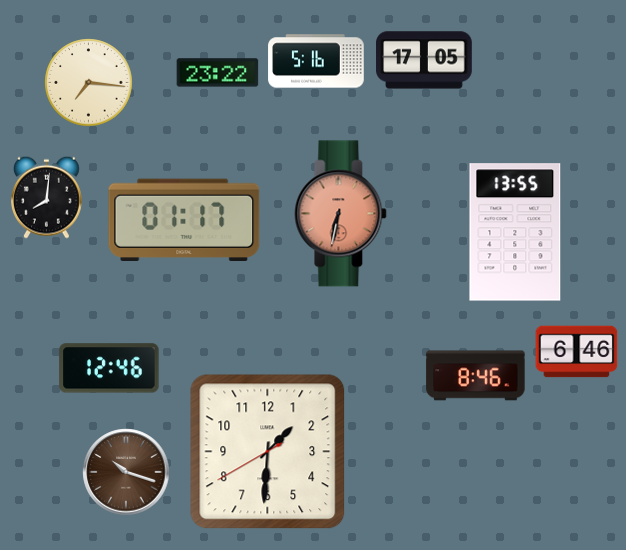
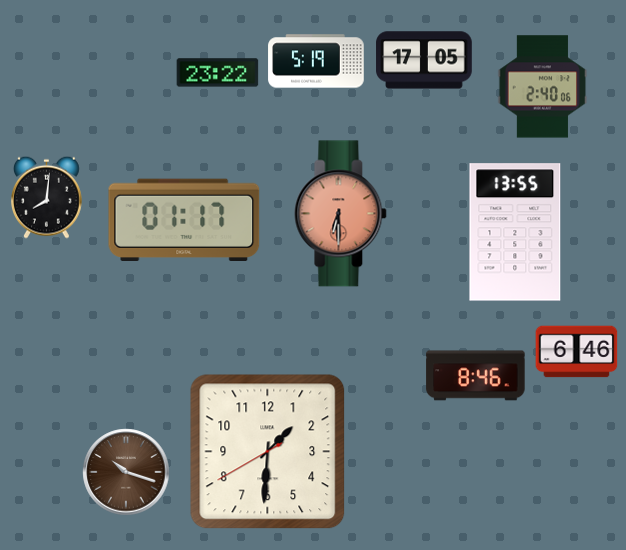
clock at (316, 61): 5:16 -> 5:19
clock at (89, 83): 7:16 -> none
clock at (543, 87): none -> 2:40
clock at (341, 214): 6:32 -> 6:30
clock at (109, 368): 12:46 -> none
